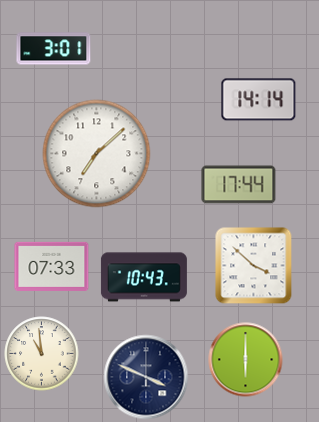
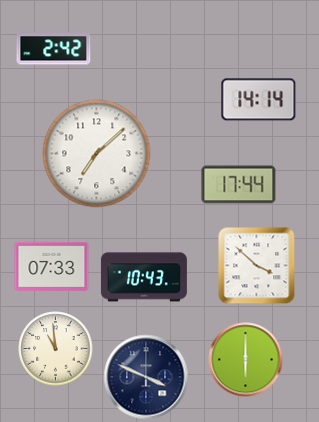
clock at (54, 49): 3:01 -> 2:42
clock at (254, 266) position: (254, 266) -> (257, 266)
clock at (42, 354) position: (42, 354) -> (56, 349)
